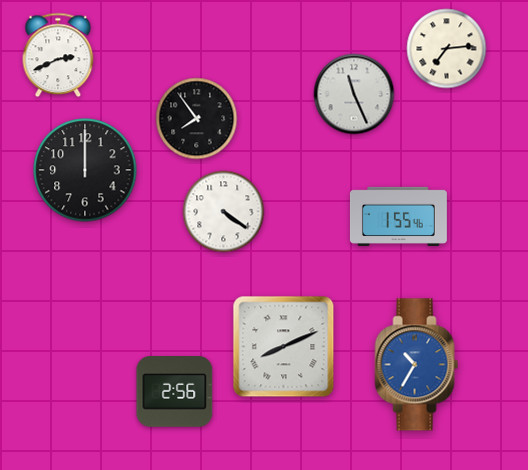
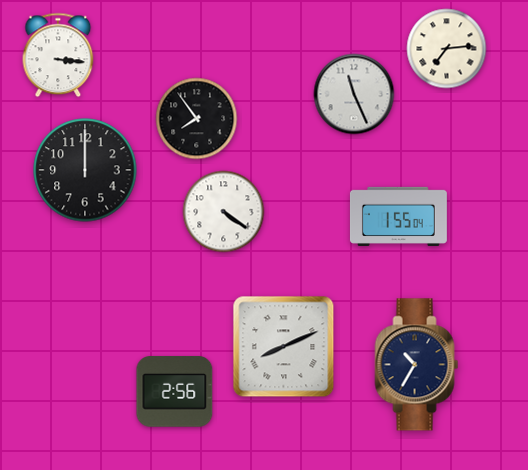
clock at (58, 55): 2:41 -> 3:16
clock at (398, 216): 1:55:46 -> 1:55:04
clock at (417, 365) dial: blue -> navy
